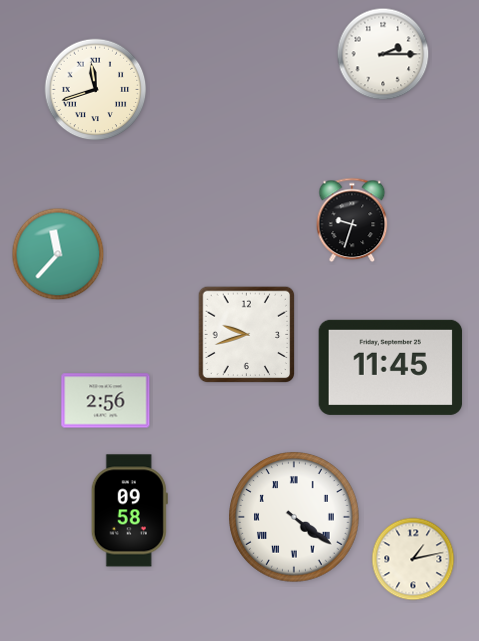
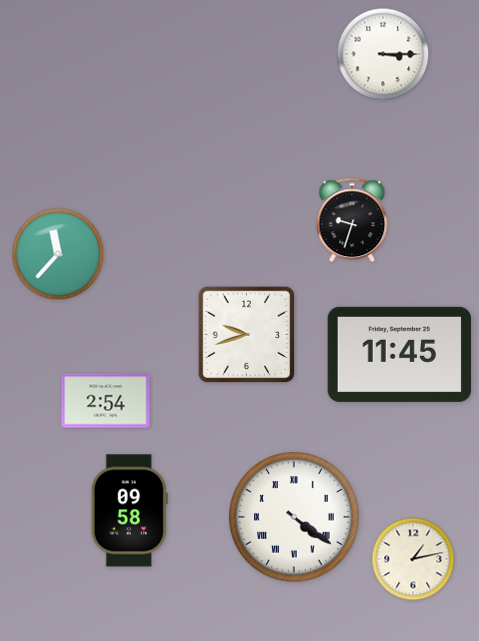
clock at (383, 54): 2:15 -> 3:15
clock at (96, 90): 11:42 -> none
clock at (391, 367) position: (391, 367) -> (400, 354)
clock at (106, 401): 2:56 -> 2:54
